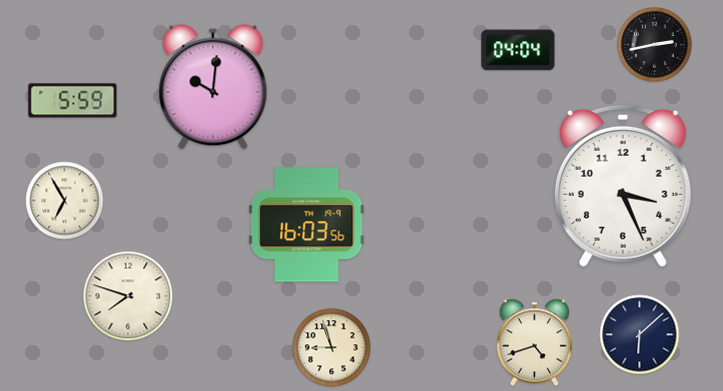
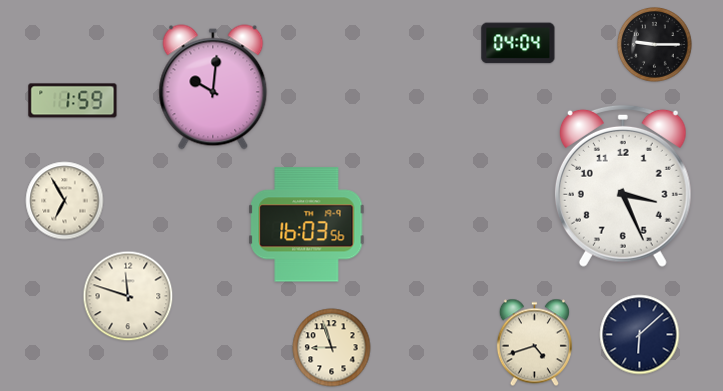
clock at (655, 45): 2:43 -> 9:15
clock at (518, 50) position: (518, 50) -> (518, 43)
clock at (73, 101): 5:59 -> 1:59
clock at (128, 296): 7:48 -> 11:48
